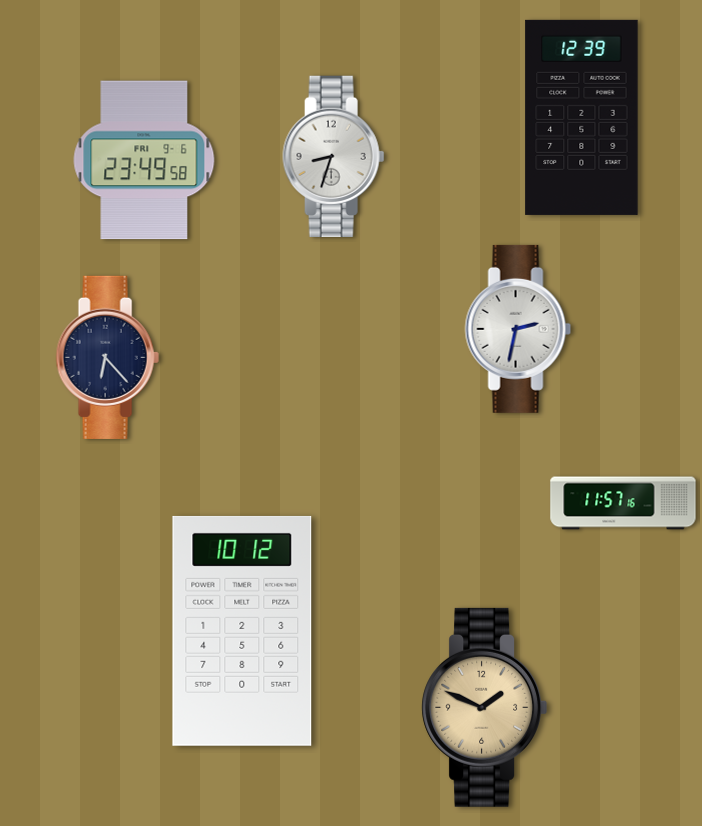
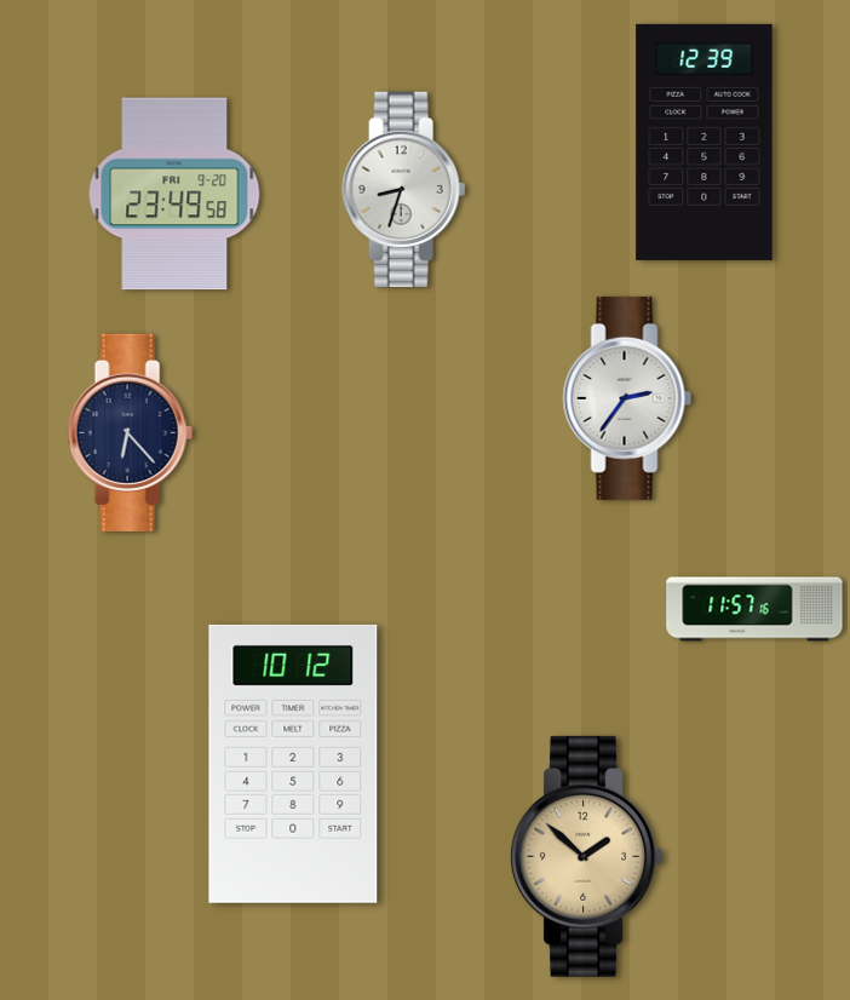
clock at (144, 160) date: FRI 9-6 -> FRI 9-20
clock at (518, 329): 2:32 -> 2:36
clock at (485, 707): 1:49 -> 1:52
